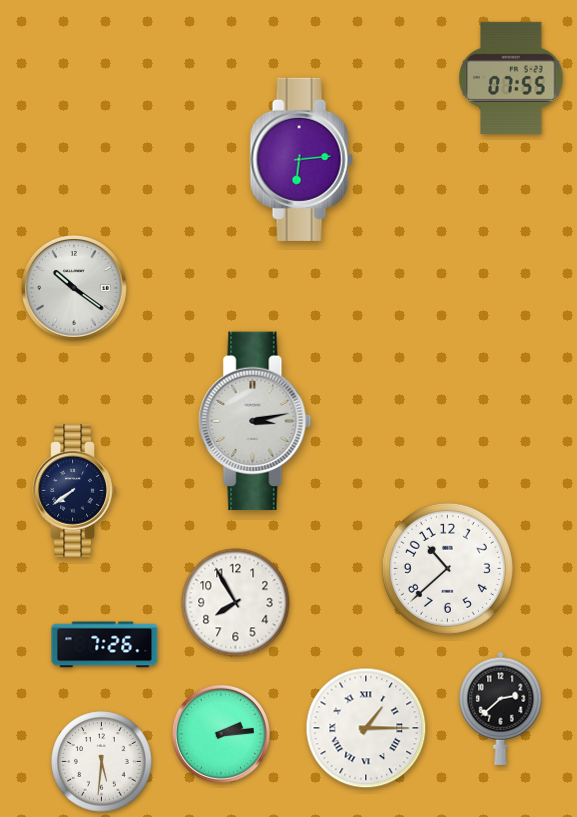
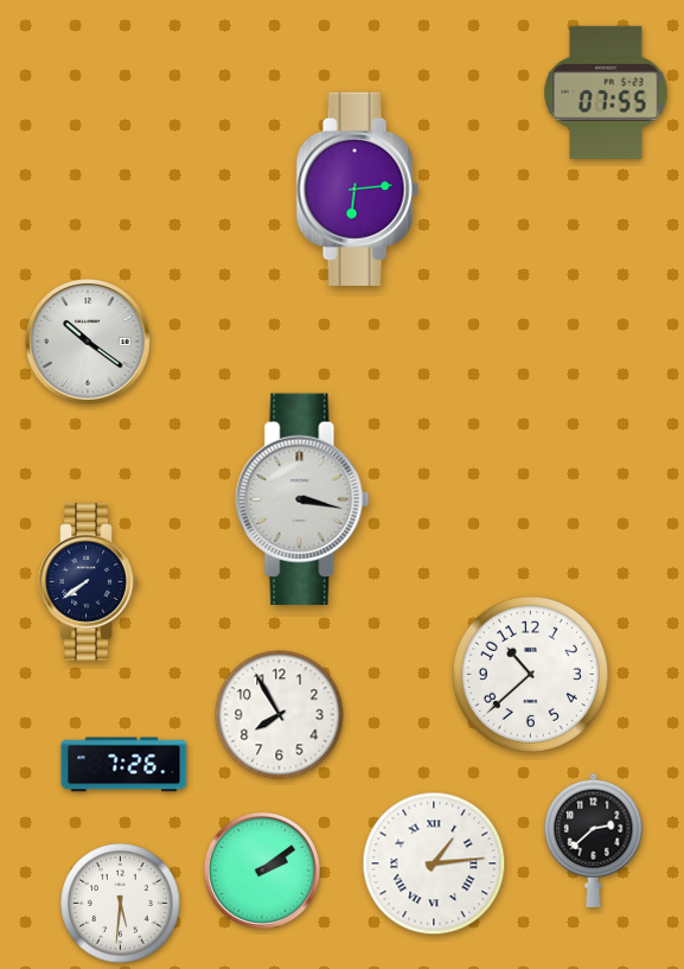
clock at (255, 421): 3:13 -> 3:17
clock at (366, 728): 1:15 -> 1:14
clock at (221, 734): 2:14 -> 2:09
